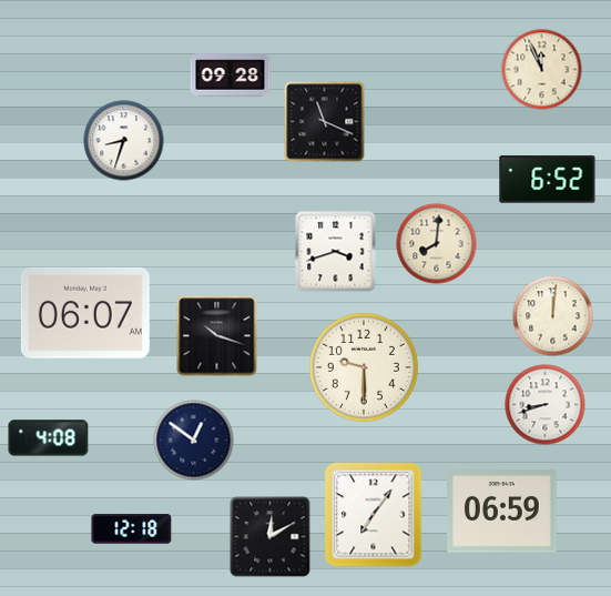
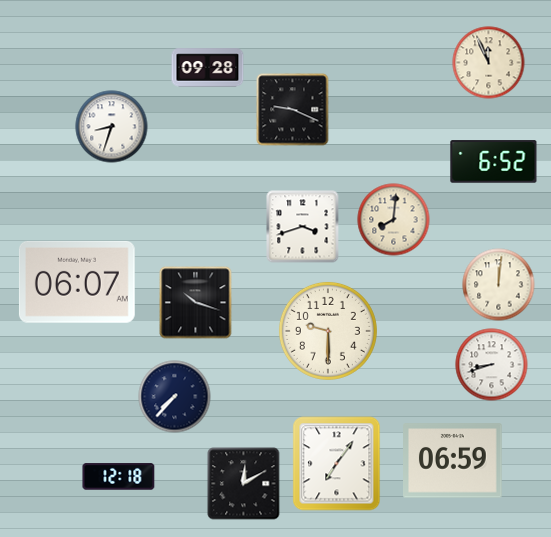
clock at (325, 122): 11:19 -> 9:19
clock at (49, 438): 4:08 -> none
clock at (194, 441): 12:51 -> 7:37
